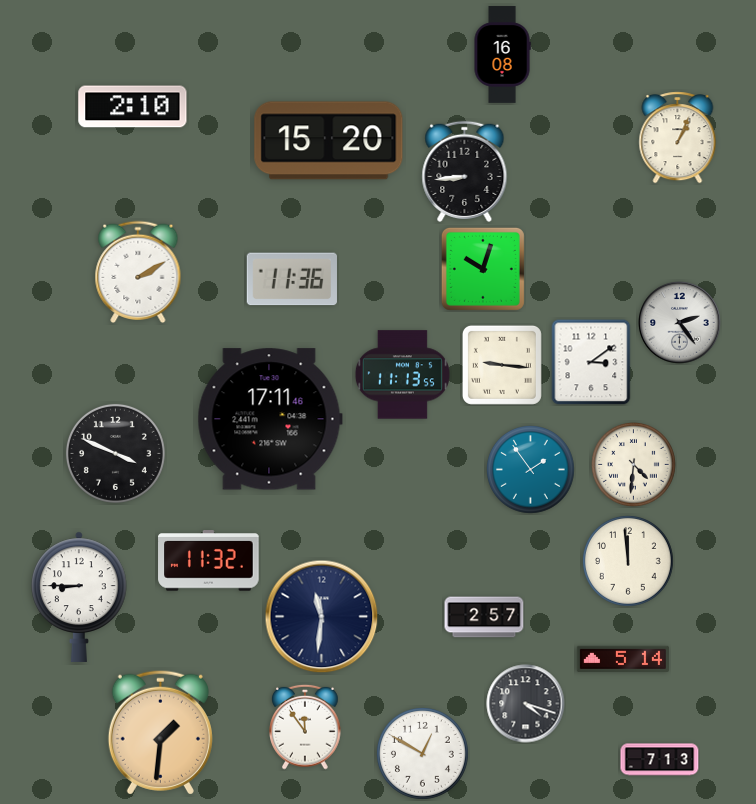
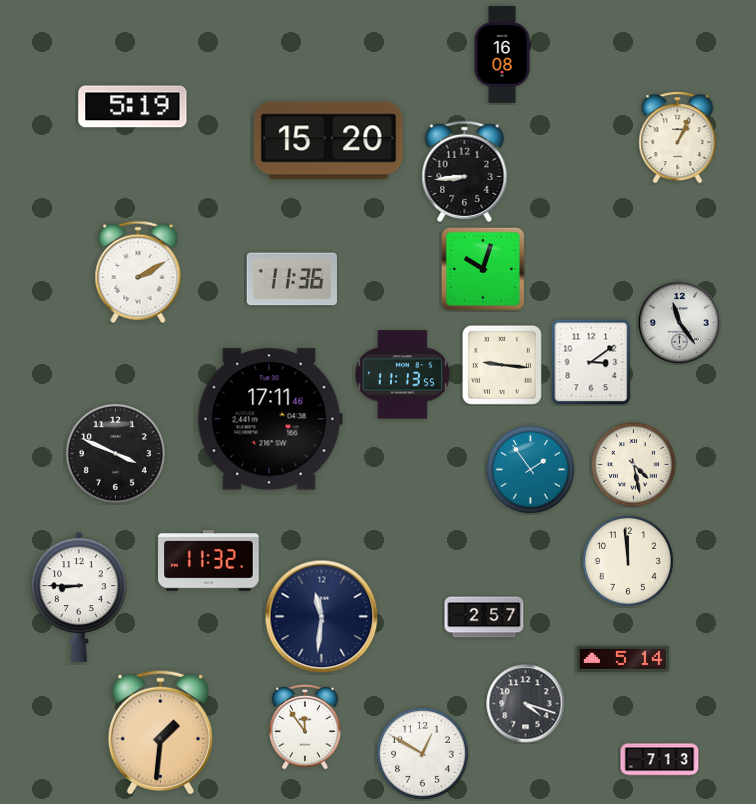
clock at (133, 107): 2:10 -> 5:19
clock at (680, 323): 2:24 -> 11:24
clock at (634, 465): 4:31 -> 4:28
